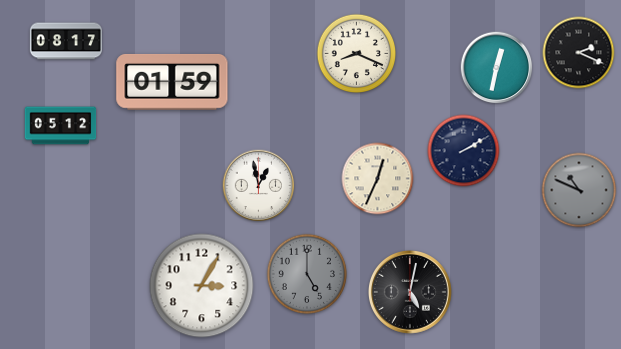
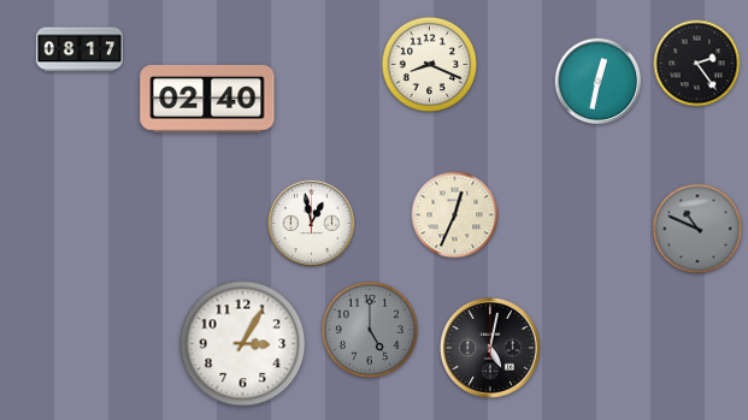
clock at (579, 53): 2:19 -> 2:24
clock at (172, 82): 01:59 -> 02:40
clock at (61, 126): 05:12 -> none
clock at (464, 151): 2:10 -> none
clock at (411, 293) position: (411, 293) -> (491, 349)
